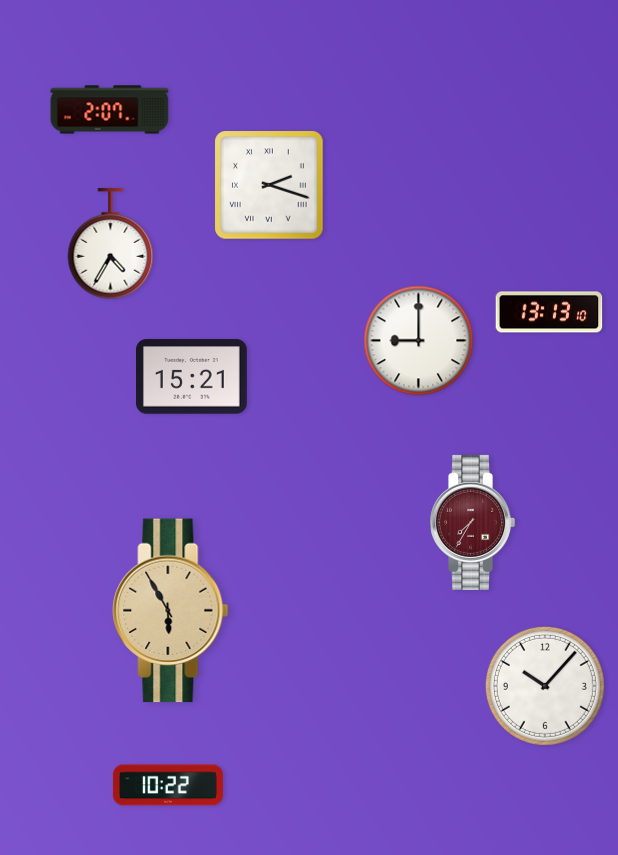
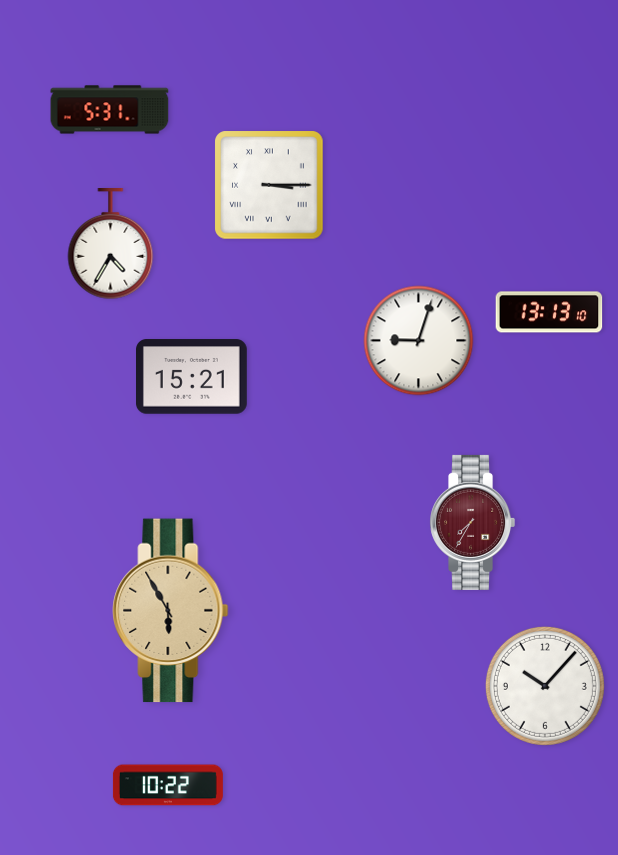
clock at (110, 110): 2:07 -> 5:31
clock at (269, 185): 2:18 -> 3:15
clock at (419, 341): 9:00 -> 9:03
